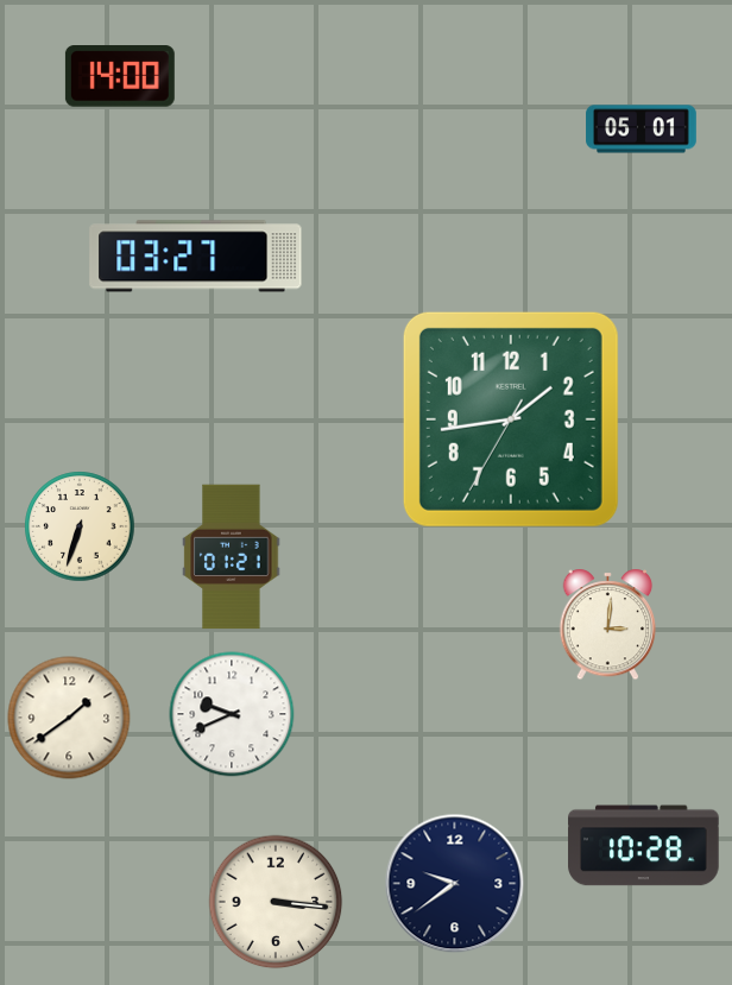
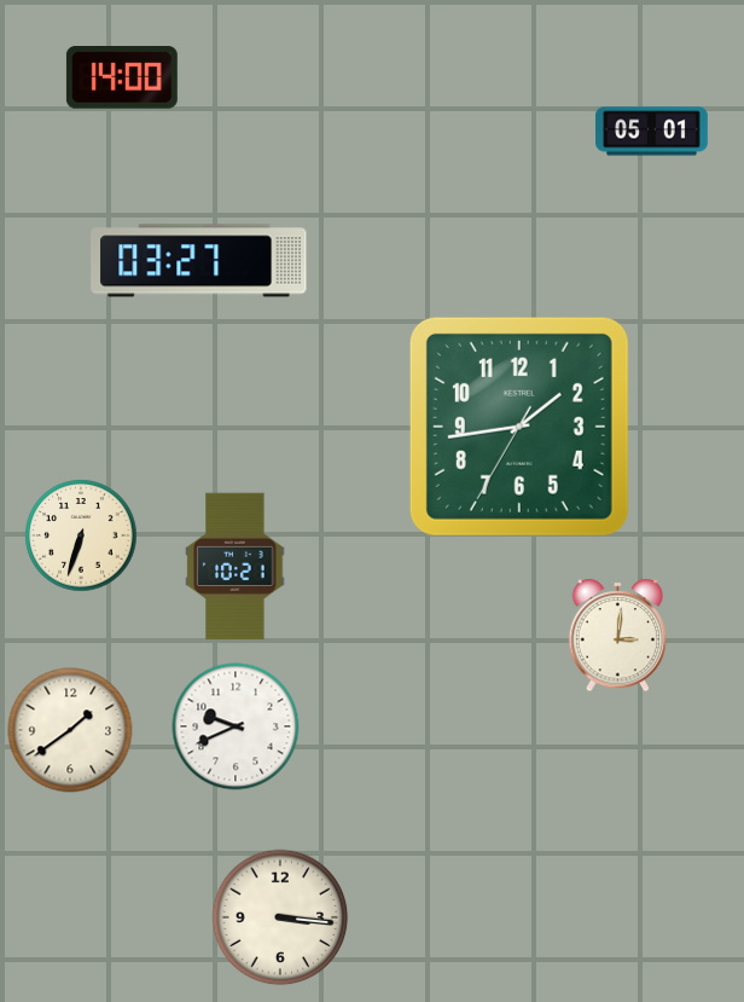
clock at (232, 557): 01:21 -> 10:21
clock at (644, 846): 10:28 -> none
clock at (455, 884): 9:39 -> none
